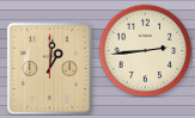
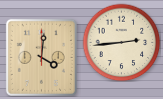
clock at (49, 68): 1:01 -> 4:01
